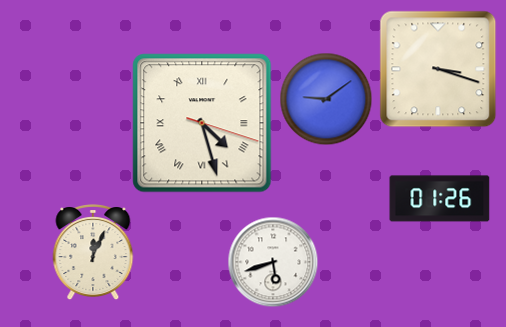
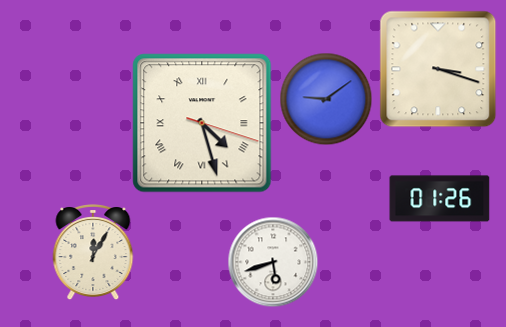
clock at (93, 253): 12:04 -> 12:05
